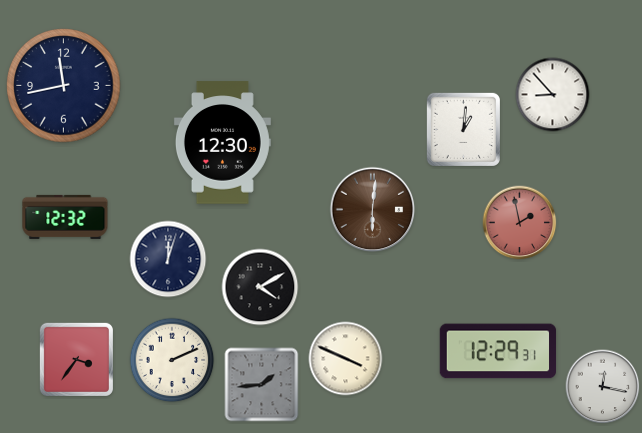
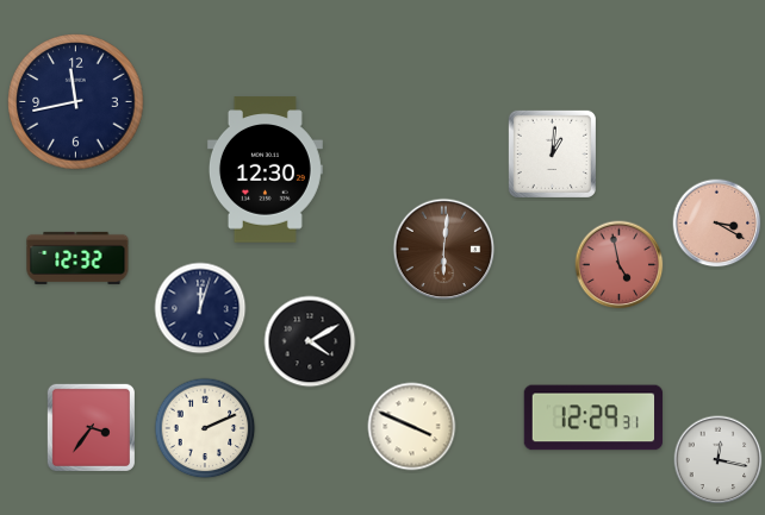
clock at (553, 95): 8:53 -> none
clock at (717, 224): none -> 3:20
clock at (520, 223): 1:58 -> 4:58
clock at (262, 385): 1:44 -> none
